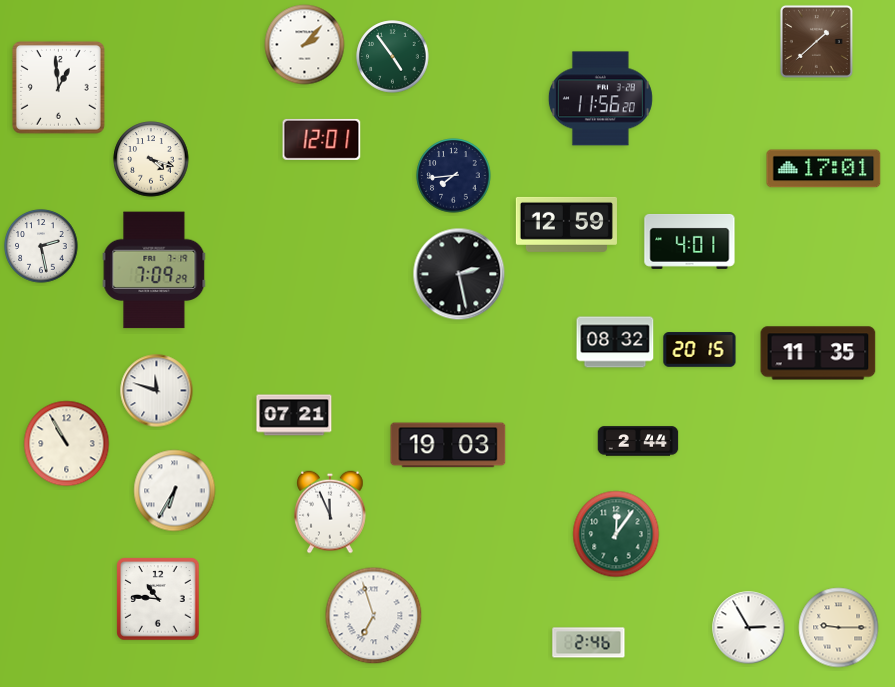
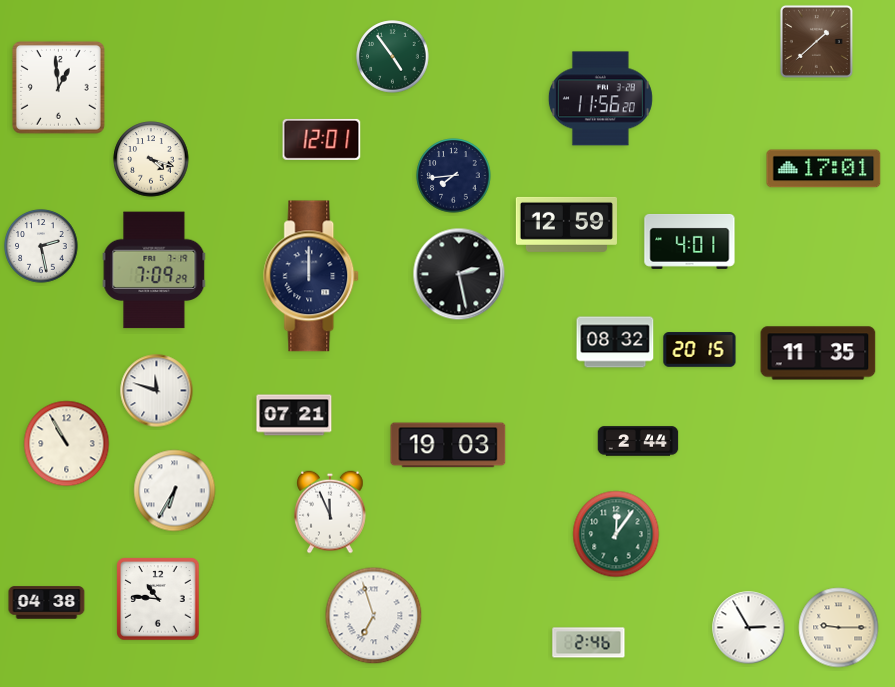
clock at (305, 45): 2:07 -> none
clock at (312, 276): none -> 12:00
clock at (47, 603): none -> 04:38
